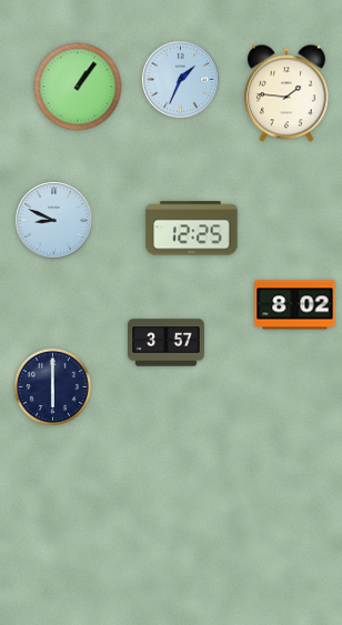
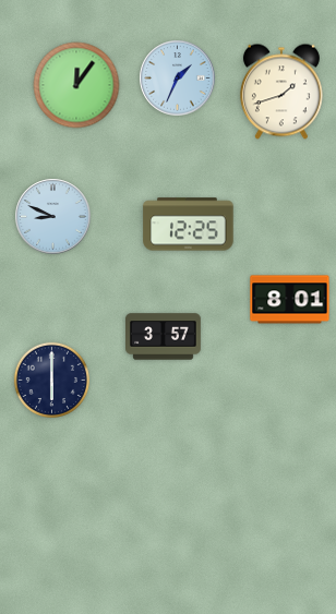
clock at (78, 87): 1:06 -> 12:06
clock at (286, 93): 1:46 -> 1:42
clock at (295, 305): 8:02 -> 8:01
